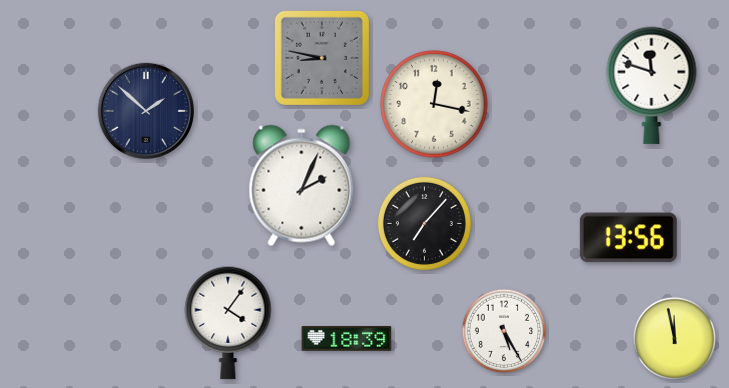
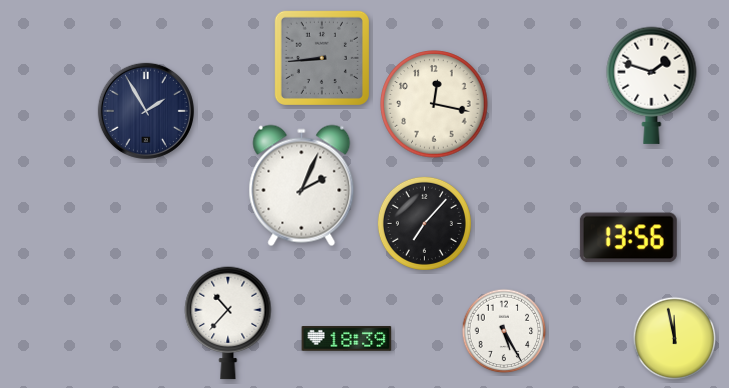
clock at (322, 58): 8:47 -> 8:44
clock at (652, 85): 11:48 -> 1:48
clock at (146, 111): 1:52 -> 1:55
clock at (228, 323): 4:06 -> 10:37
